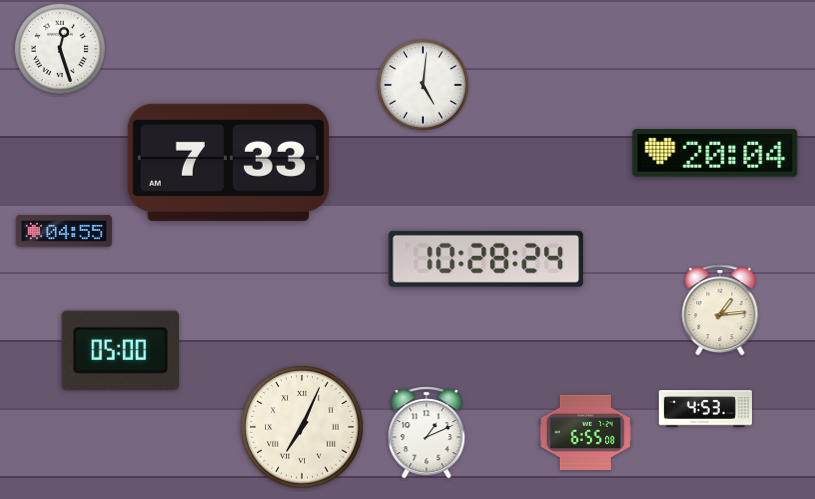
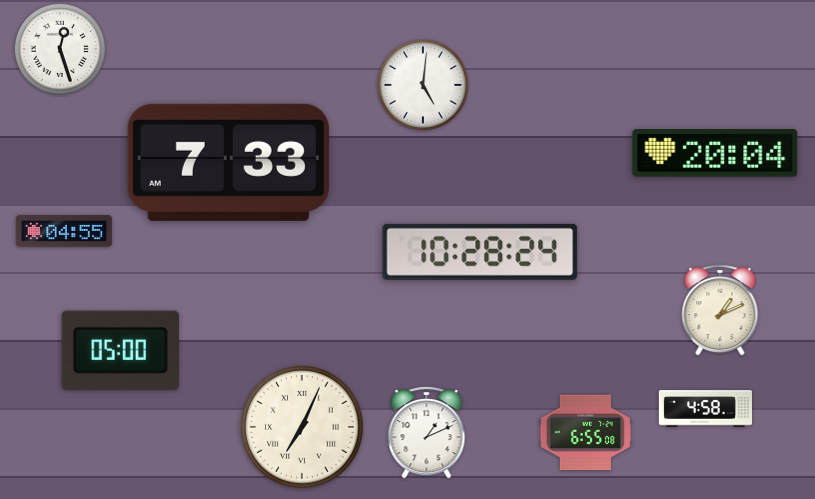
clock at (486, 259) position: (486, 259) -> (480, 252)
clock at (720, 310): 1:14 -> 1:11
clock at (705, 409): 4:53 -> 4:58
